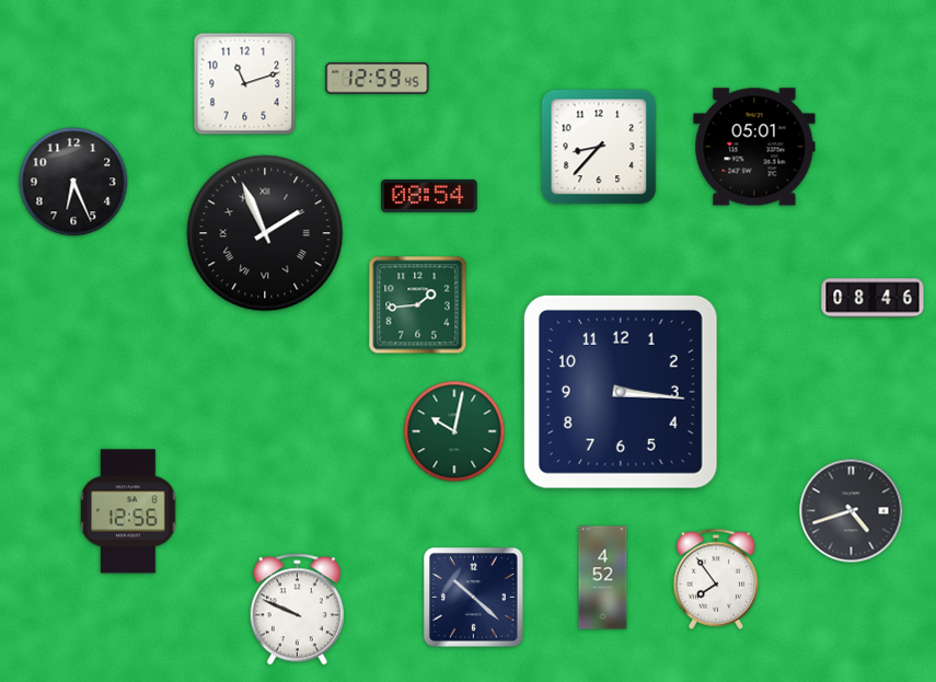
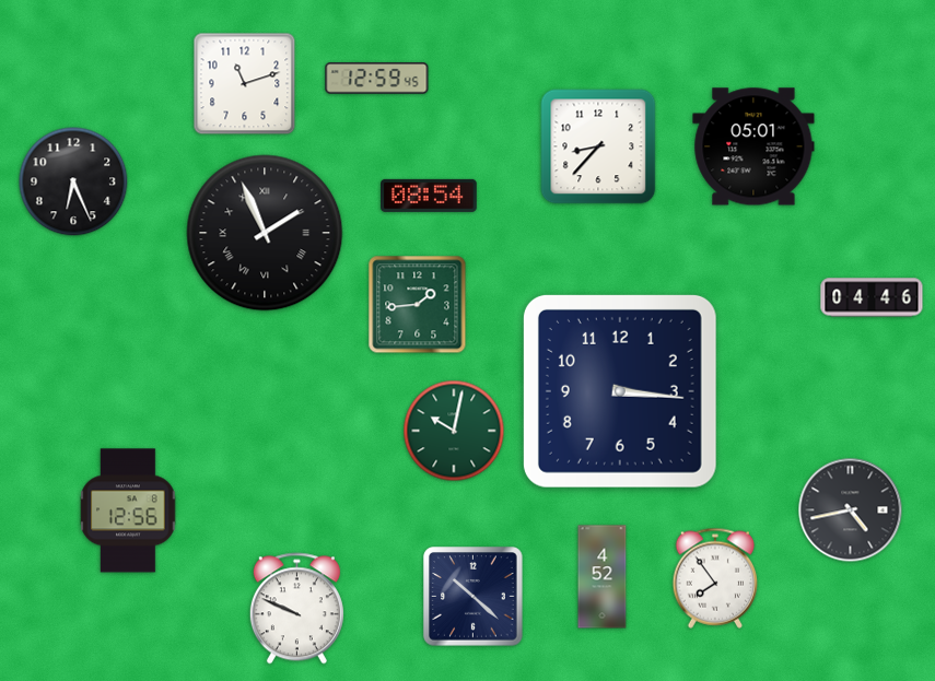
clock at (873, 298): 08:46 -> 04:46
clock at (852, 511): 4:42 -> 4:43
